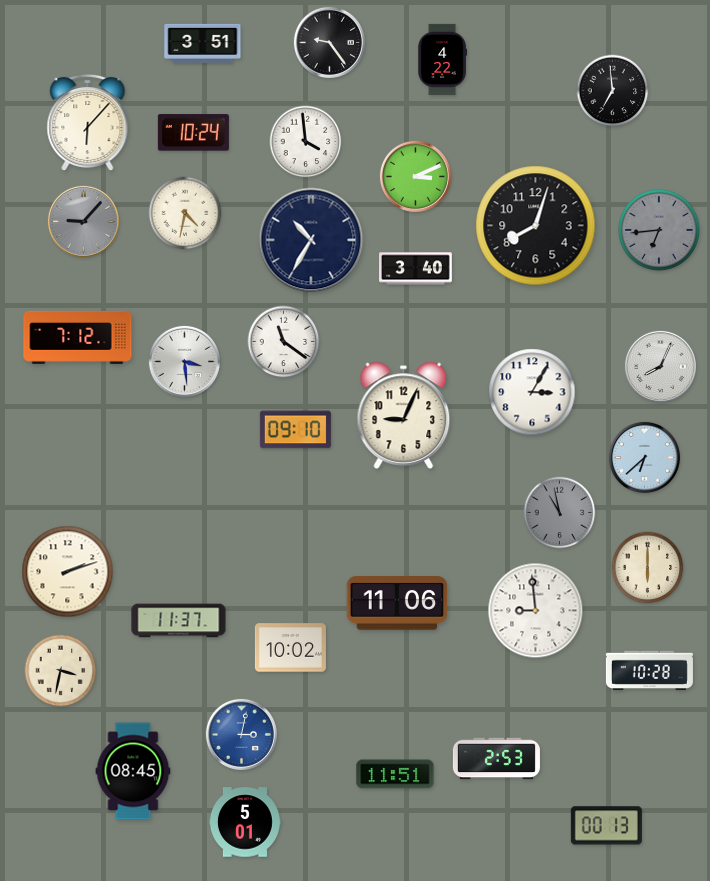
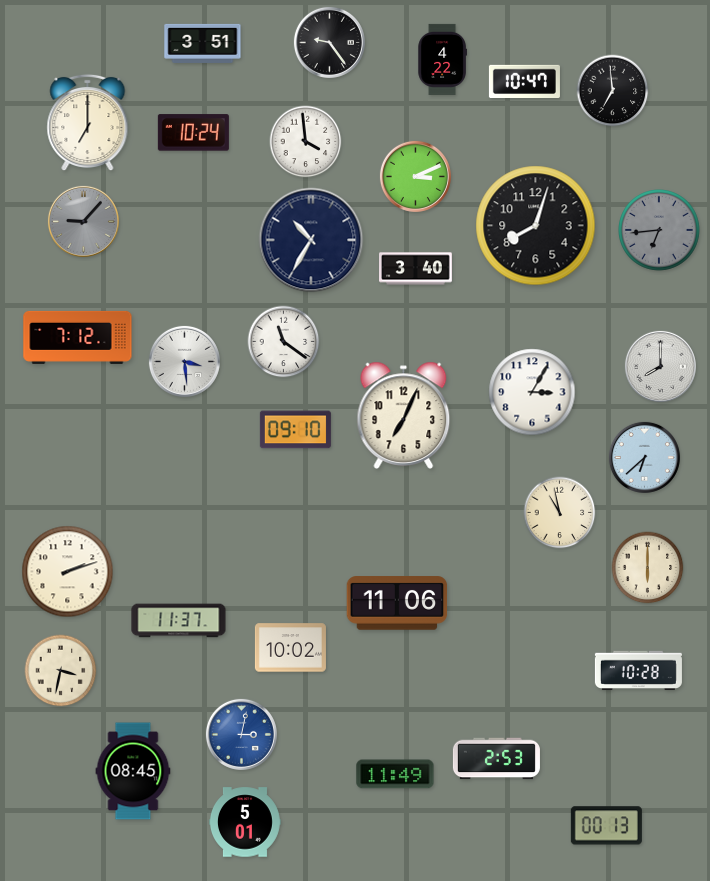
clock at (524, 81): none -> 10:47
clock at (88, 123): 6:07 -> 7:00
clock at (185, 213): 4:32 -> none
clock at (660, 366): 8:04 -> 8:00
clock at (404, 415): 9:04 -> 7:04
clock at (560, 513) dial: grey -> cream
clock at (536, 611): 8:59 -> none
clock at (649, 671) position: (649, 671) -> (638, 671)
clock at (395, 774): 11:51 -> 11:49
